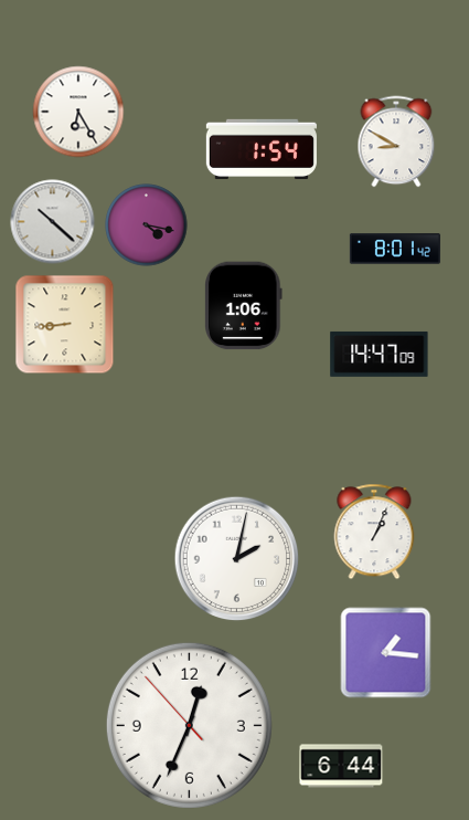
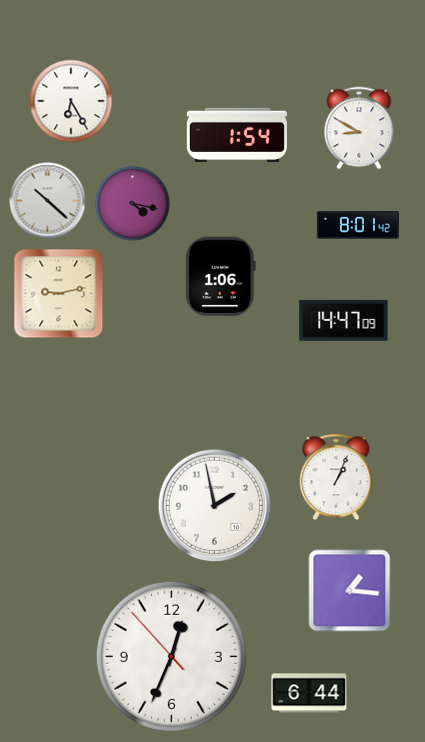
clock at (65, 325): 8:44 -> 9:13
clock at (374, 532) position: (374, 532) -> (336, 477)
clock at (237, 559): 2:02 -> 1:58
